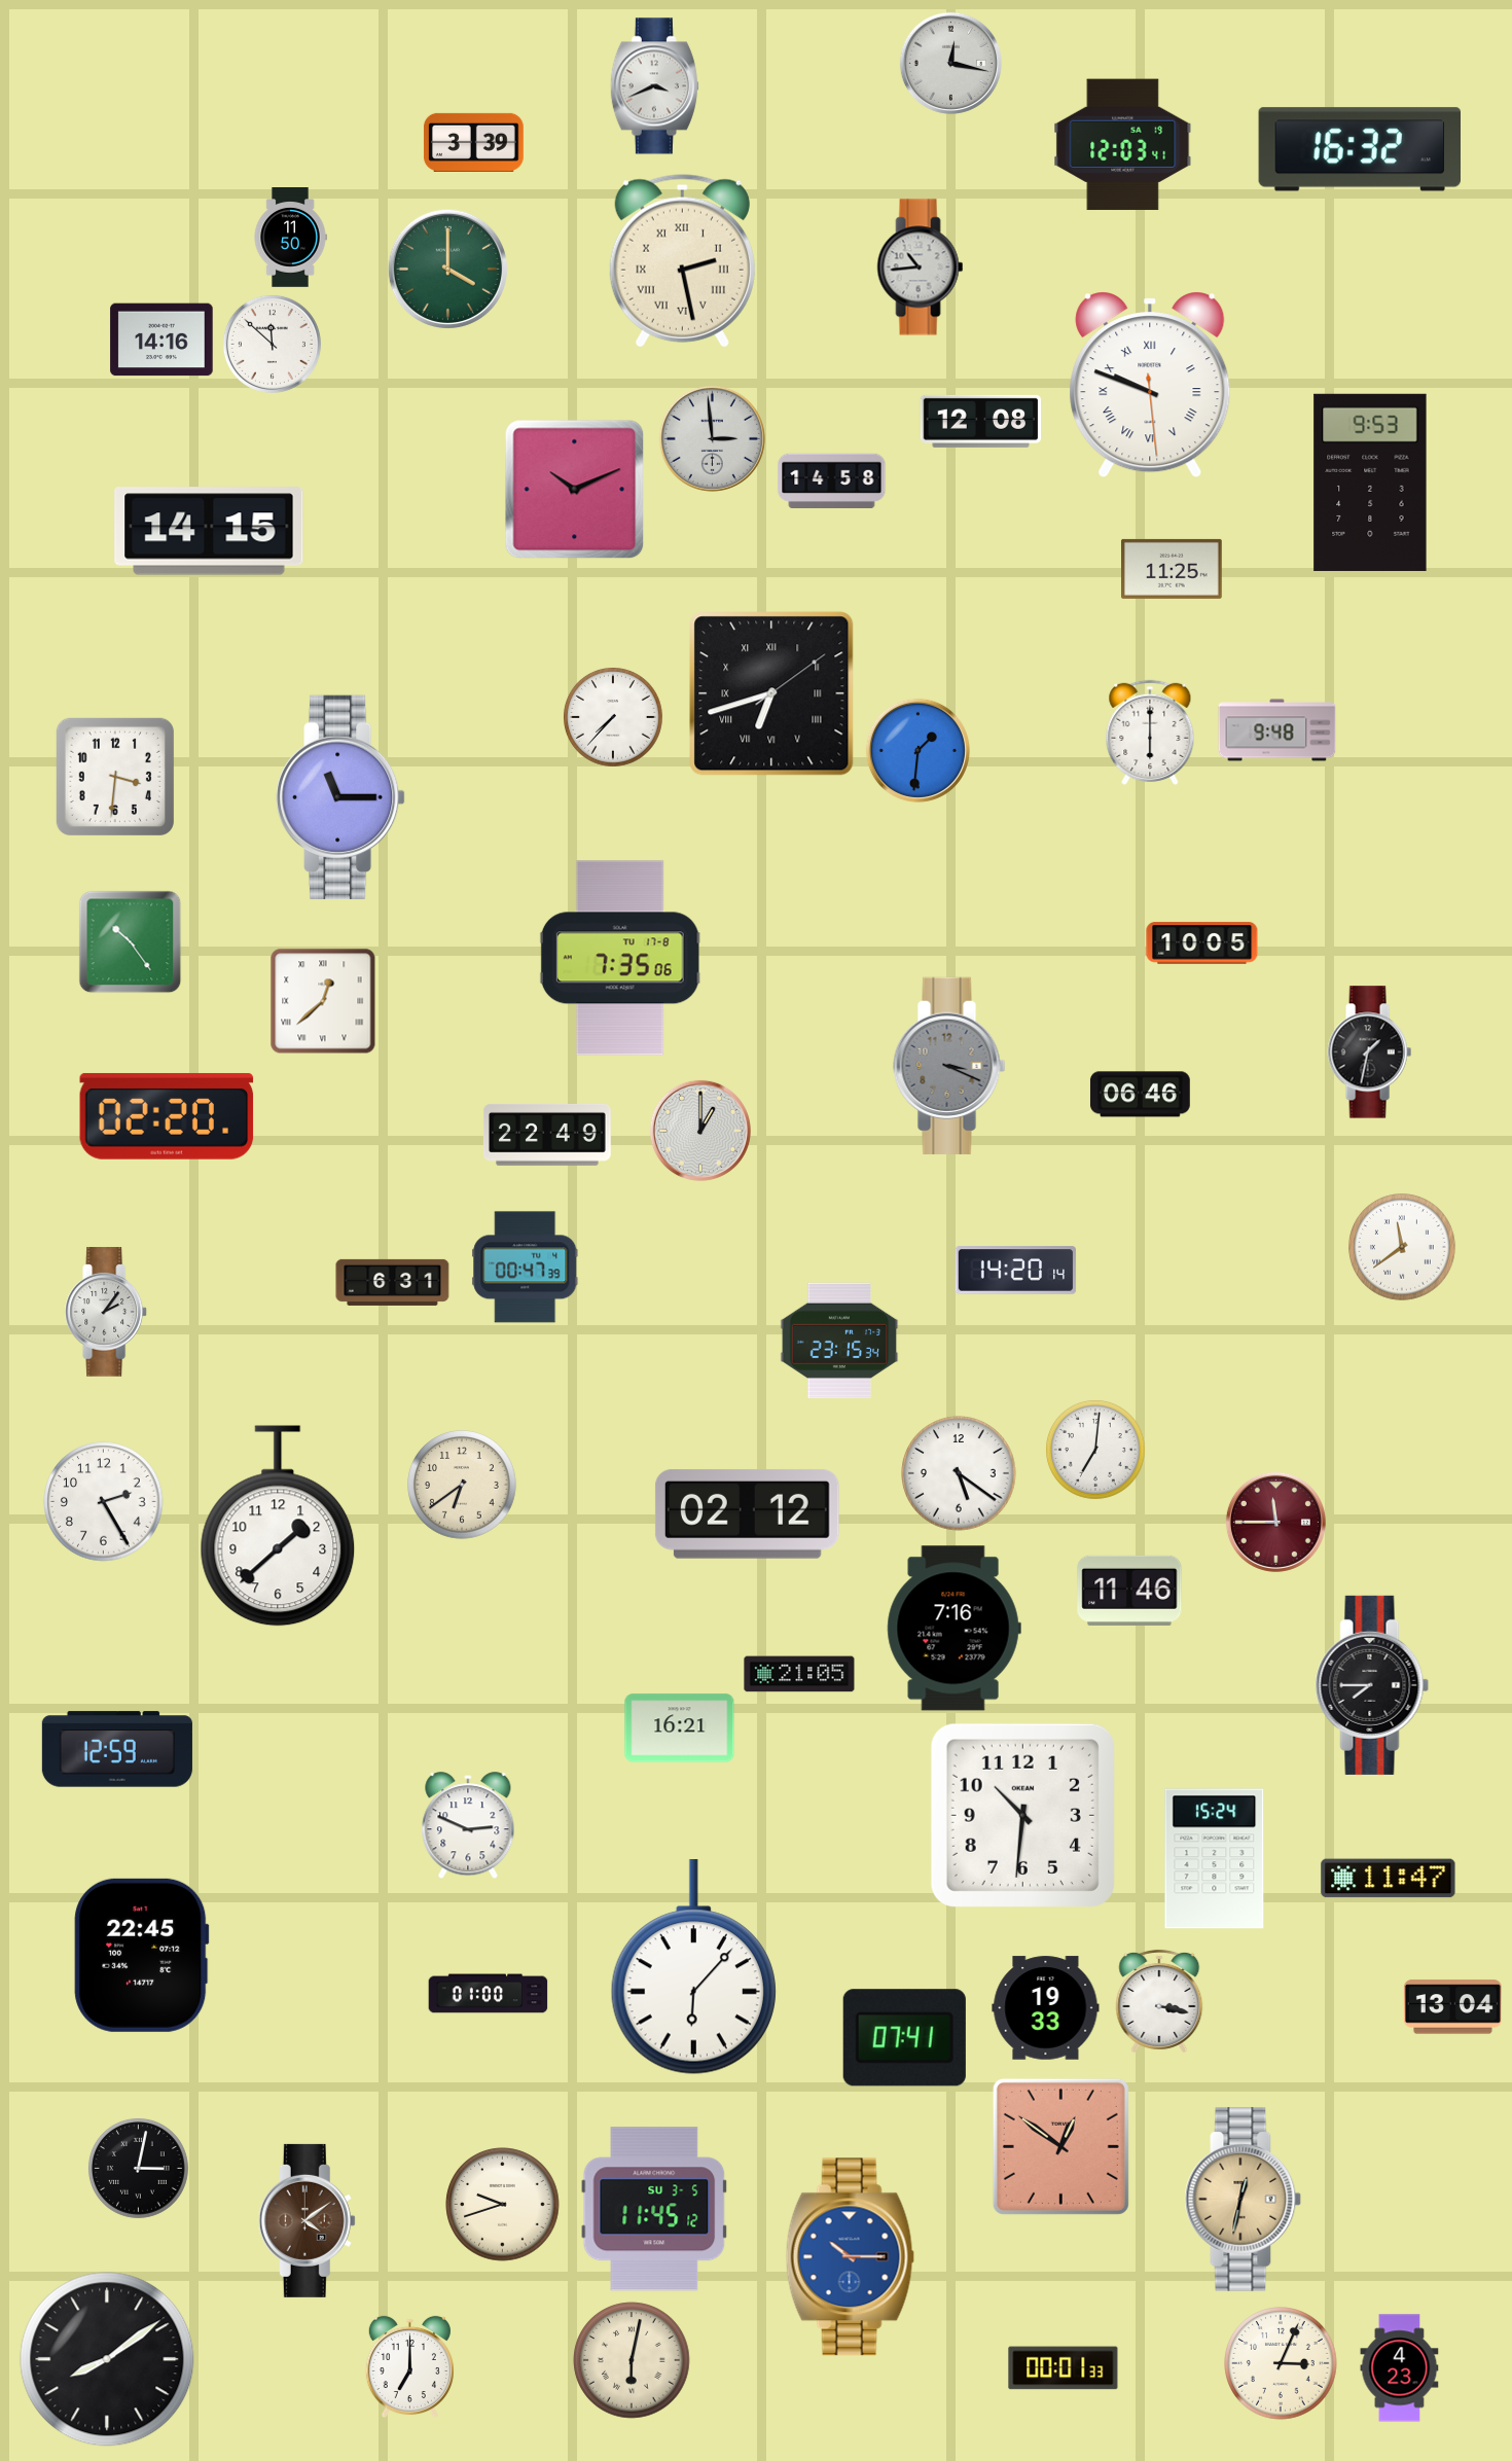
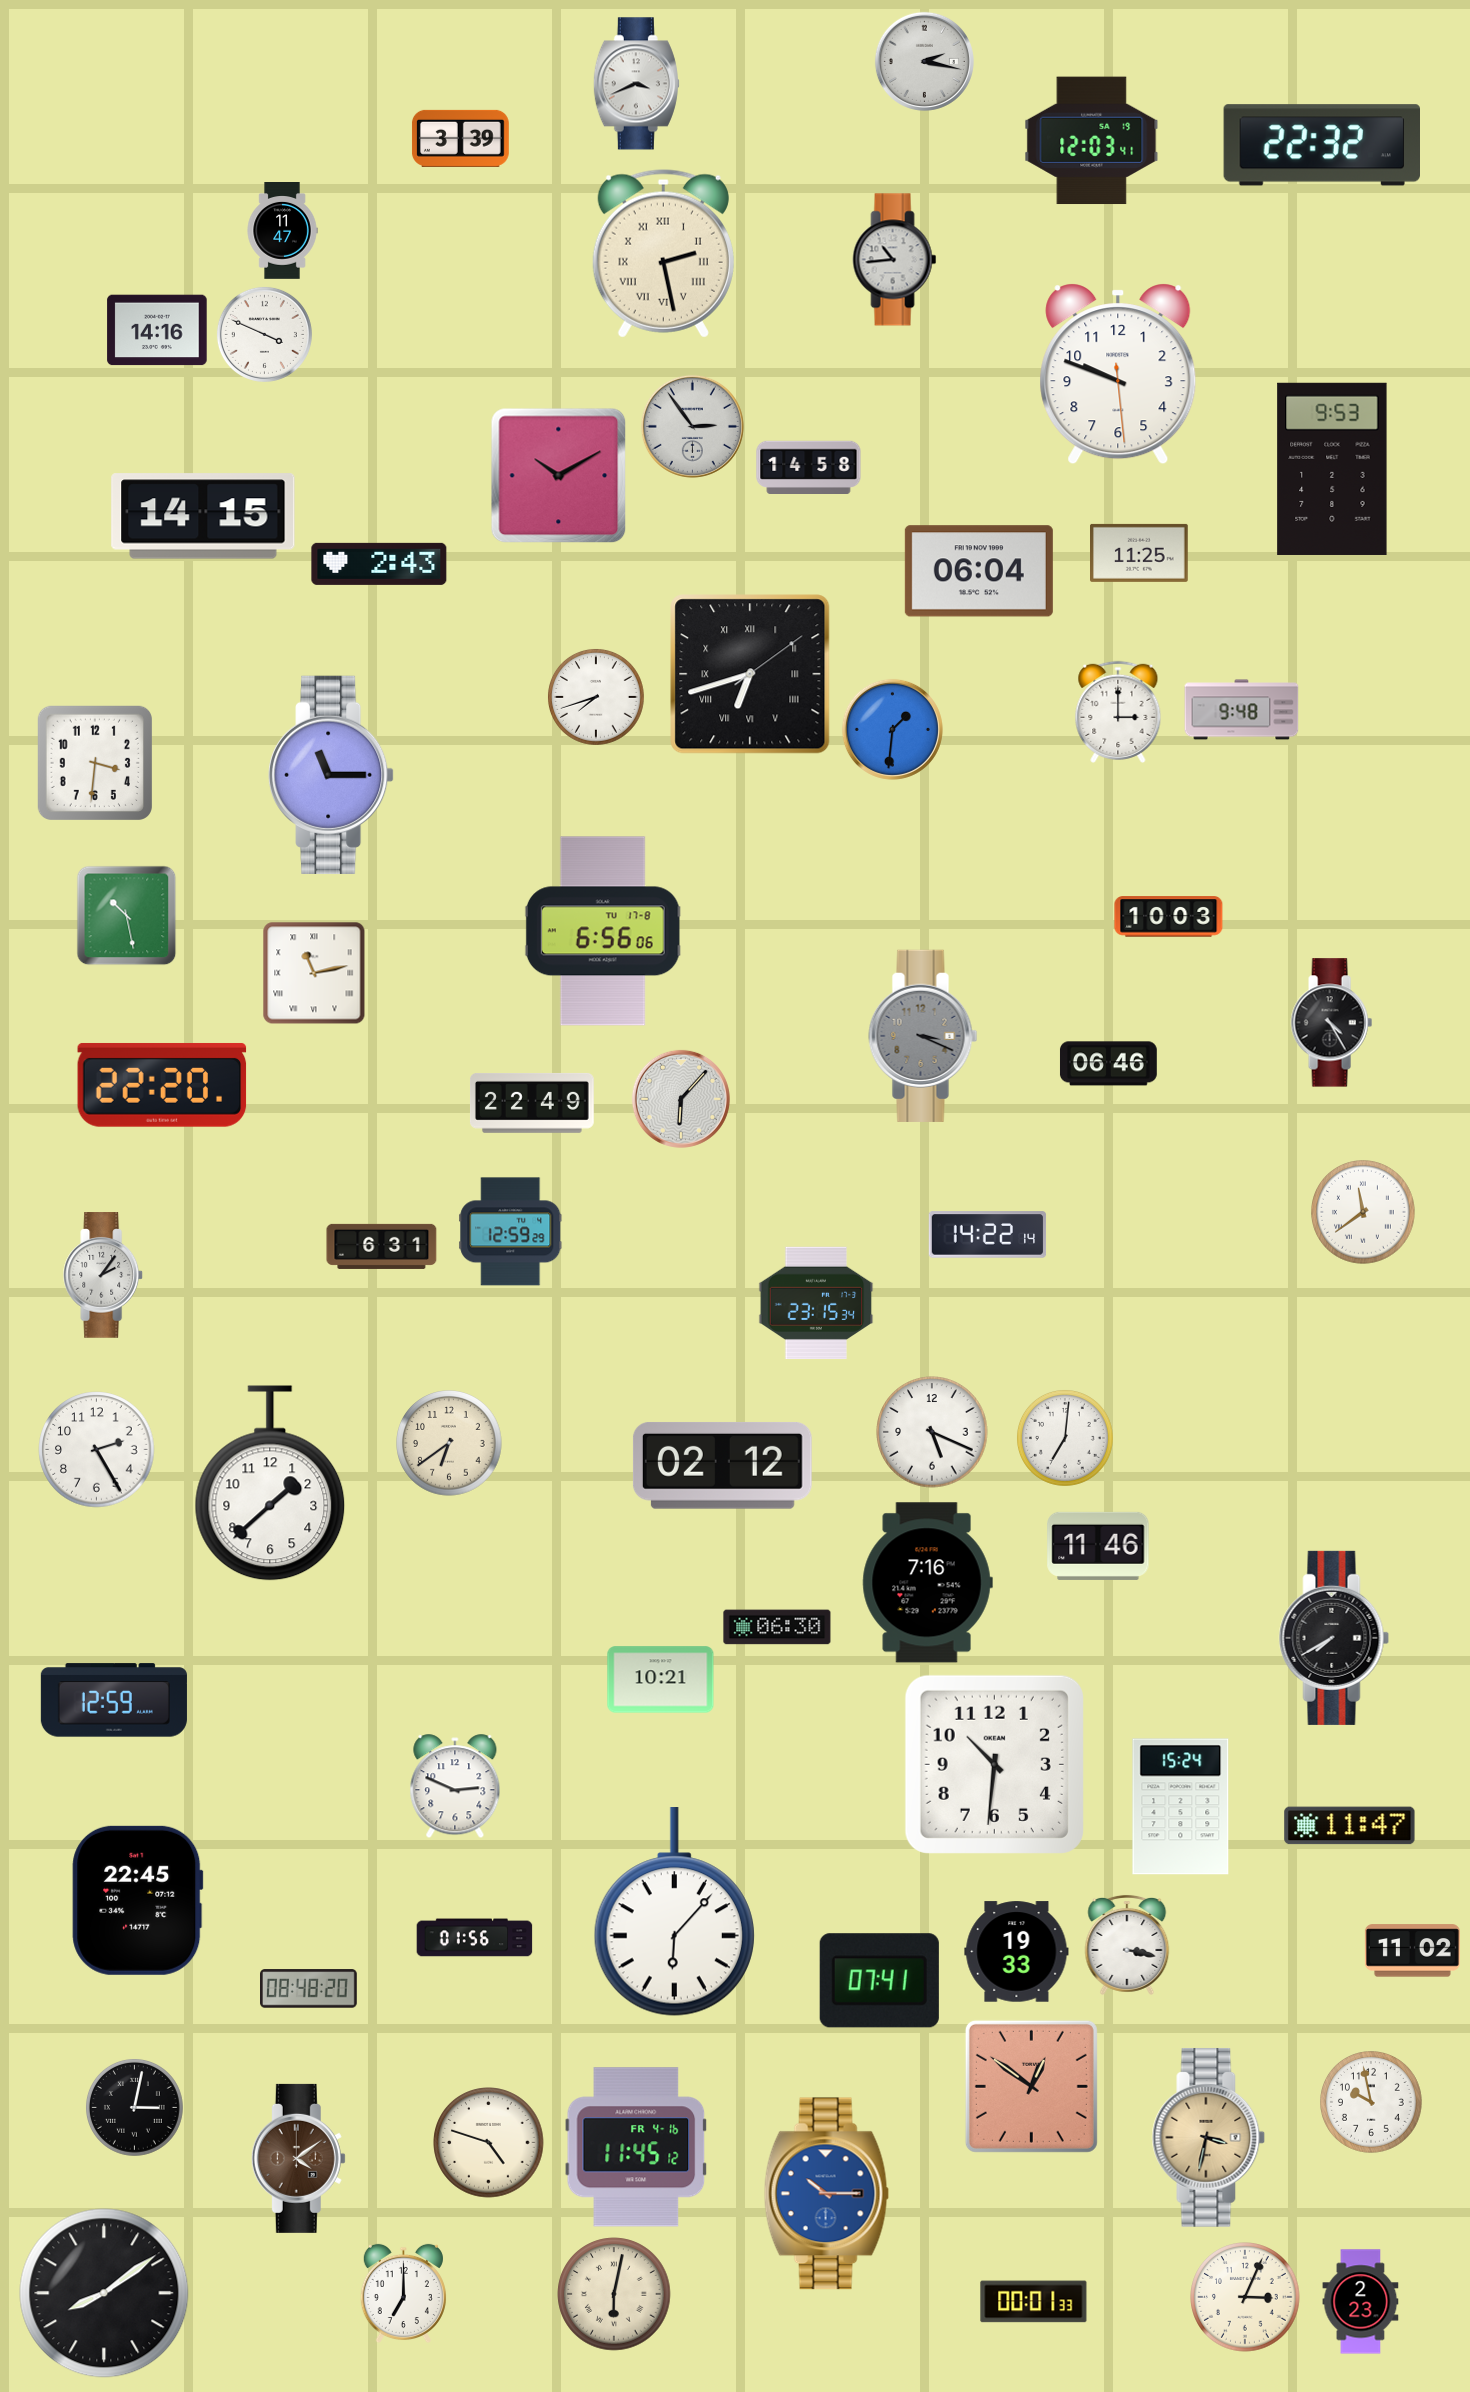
clock at (950, 63): 12:17 -> 2:17
clock at (1359, 149): 16:32 -> 22:32
clock at (290, 238): 11:50 -> 11:47
clock at (447, 269): 4:00 -> none
clock at (272, 344): 11:52 -> 3:49
clock at (1150, 385) numerals: Roman -> Arabic
clock at (981, 421): 12:08 -> none
clock at (712, 438): 2:59 -> 2:54
clock at (575, 490): 10:11 -> 10:10
clock at (379, 564): none -> 2:43
clock at (979, 571): none -> 06:04
clock at (613, 717): 7:37 -> 7:42
clock at (1150, 733): 6:00 -> 3:00
clock at (115, 777) position: (115, 777) -> (95, 763)
clock at (131, 942): 10:24 -> 10:28
clock at (1202, 943): 10:05 -> 10:03
clock at (620, 958): 7:35 -> 6:56
clock at (323, 1001): 12:38 -> 11:13
clock at (1369, 1053): 1:32 -> 4:25
clock at (167, 1116): 02:20 -> 22:20
clock at (700, 1131): 1:00 -> 6:07
clock at (526, 1268): 00:47 -> 12:59
clock at (1016, 1271): 14:20 -> 14:22
clock at (1095, 1450) position: (1095, 1450) -> (1065, 1438)
clock at (959, 1473): 5:21 -> 5:19
clock at (104, 1502) position: (104, 1502) -> (97, 1450)
clock at (747, 1513) position: (747, 1513) -> (722, 1465)
clock at (1275, 1522): 11:45 -> none
clock at (799, 1674): 21:05 -> 06:30
clock at (1372, 1685): 7:45 -> 7:40
clock at (680, 1728): 16:21 -> 10:21
clock at (468, 1826) position: (468, 1826) -> (455, 1787)
clock at (489, 1994): 01:00 -> 01:56
clock at (1452, 2007): 13:04 -> 11:02
clock at (309, 1989): none -> 08:48
clock at (1372, 2103): none -> 9:58
clock at (1244, 2199): 12:32 -> 3:32
clock at (503, 2205): 9:42 -> 4:48
clock at (654, 2209) date: SU 3-5 -> FR 4-16
clock at (409, 2367) position: (409, 2367) -> (403, 2294)
clock at (1400, 2368): 4:23 -> 2:23
